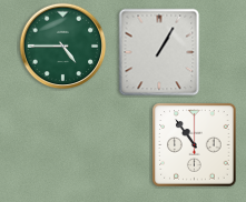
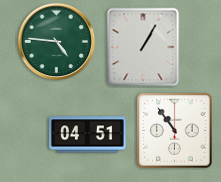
clock at (63, 47): 4:45 -> 4:46
clock at (88, 135): none -> 04:51
